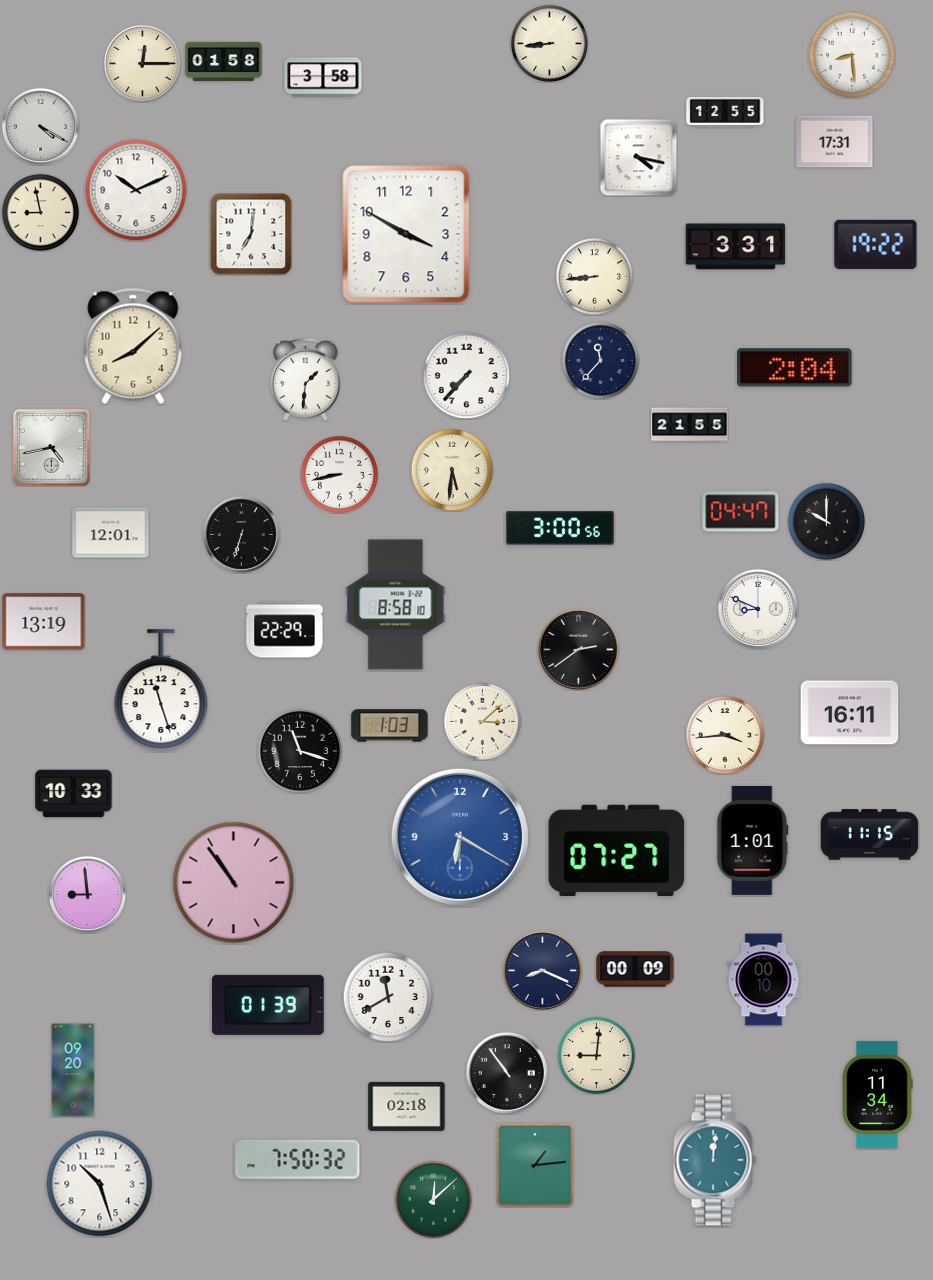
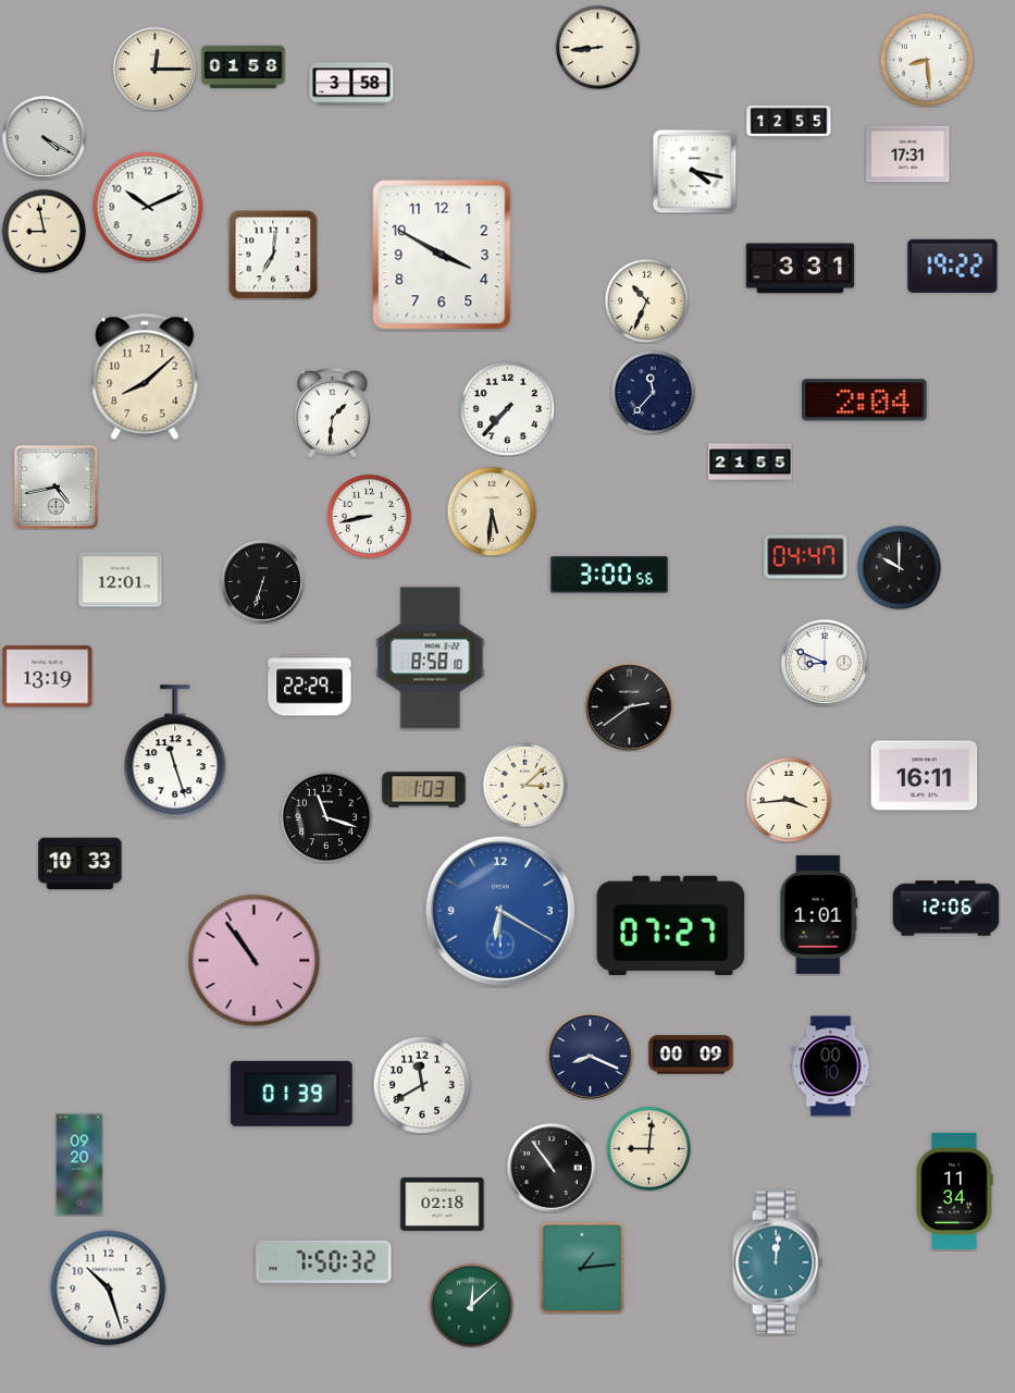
clock at (594, 276): 8:44 -> 10:34
clock at (870, 835): 11:15 -> 12:06
clock at (87, 894): 8:59 -> none
